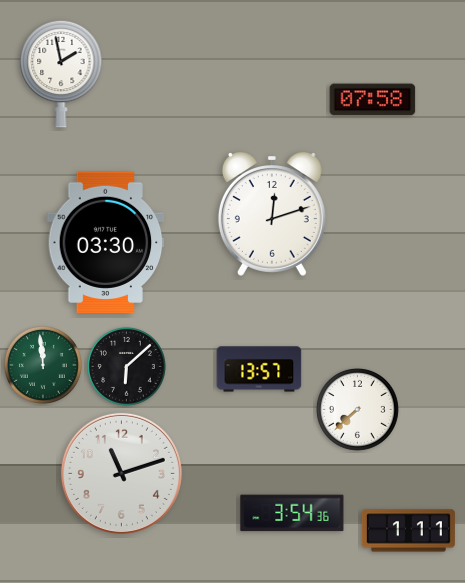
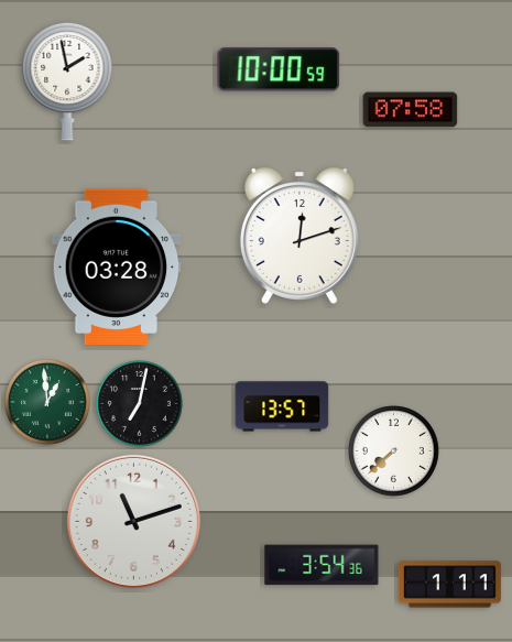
clock at (279, 69): none -> 10:00
clock at (106, 242): 03:30 -> 03:28
clock at (43, 365): 11:59 -> 12:59
clock at (126, 366): 6:08 -> 7:02
clock at (259, 369) position: (259, 369) -> (282, 406)
